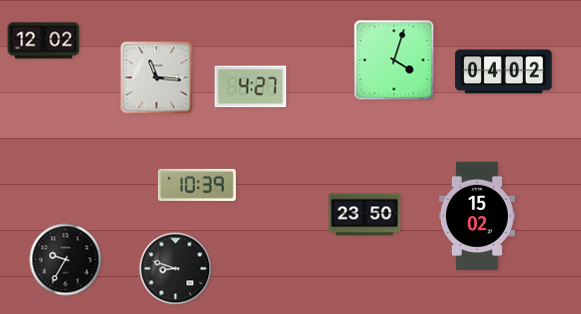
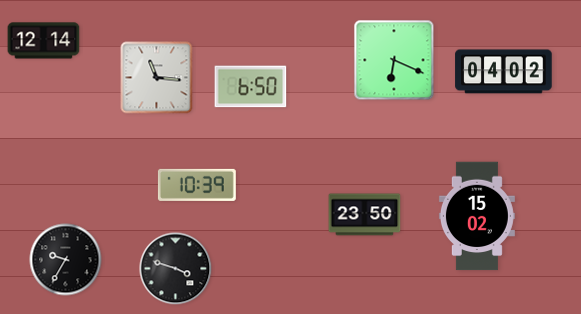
clock at (44, 41): 12:02 -> 12:14
clock at (394, 60): 4:03 -> 6:19
clock at (251, 87): 4:27 -> 6:50
clock at (176, 269): 8:48 -> 3:48
